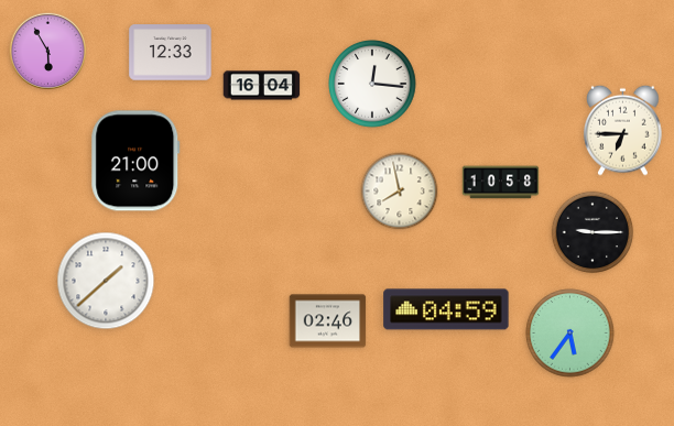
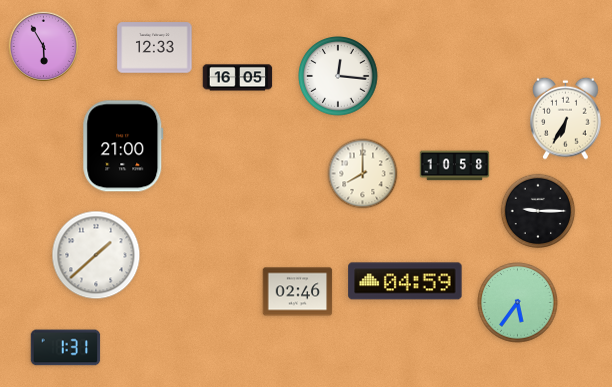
clock at (262, 86): 16:04 -> 16:05
clock at (623, 130): 6:45 -> 6:35
clock at (400, 192): 7:58 -> 8:00
clock at (66, 348): none -> 1:31
